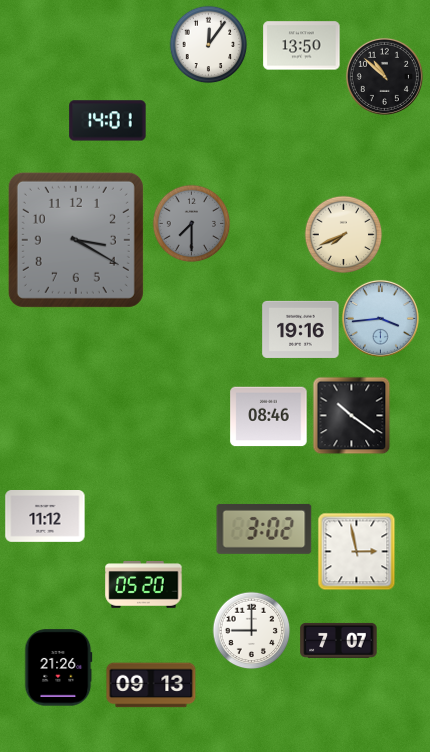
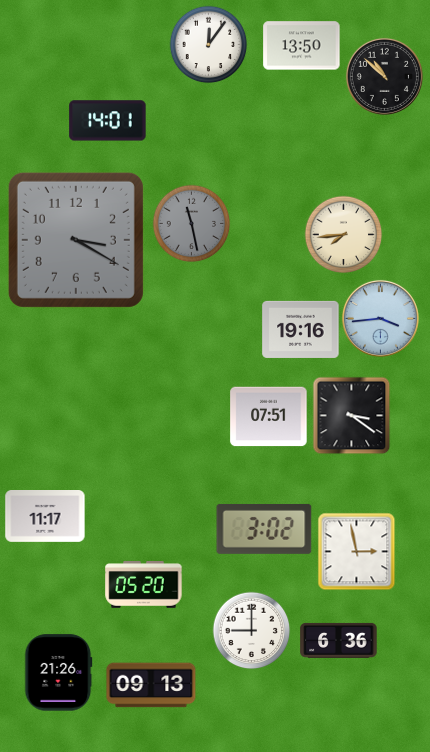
clock at (191, 223): 7:30 -> 11:28
clock at (343, 234): 7:41 -> 7:44
clock at (351, 415): 10:21 -> 3:21
clock at (269, 417): 08:46 -> 07:51
clock at (45, 517): 11:12 -> 11:17
clock at (339, 640): 7:07 -> 6:36
clock at (59, 668) position: (59, 668) -> (59, 673)
